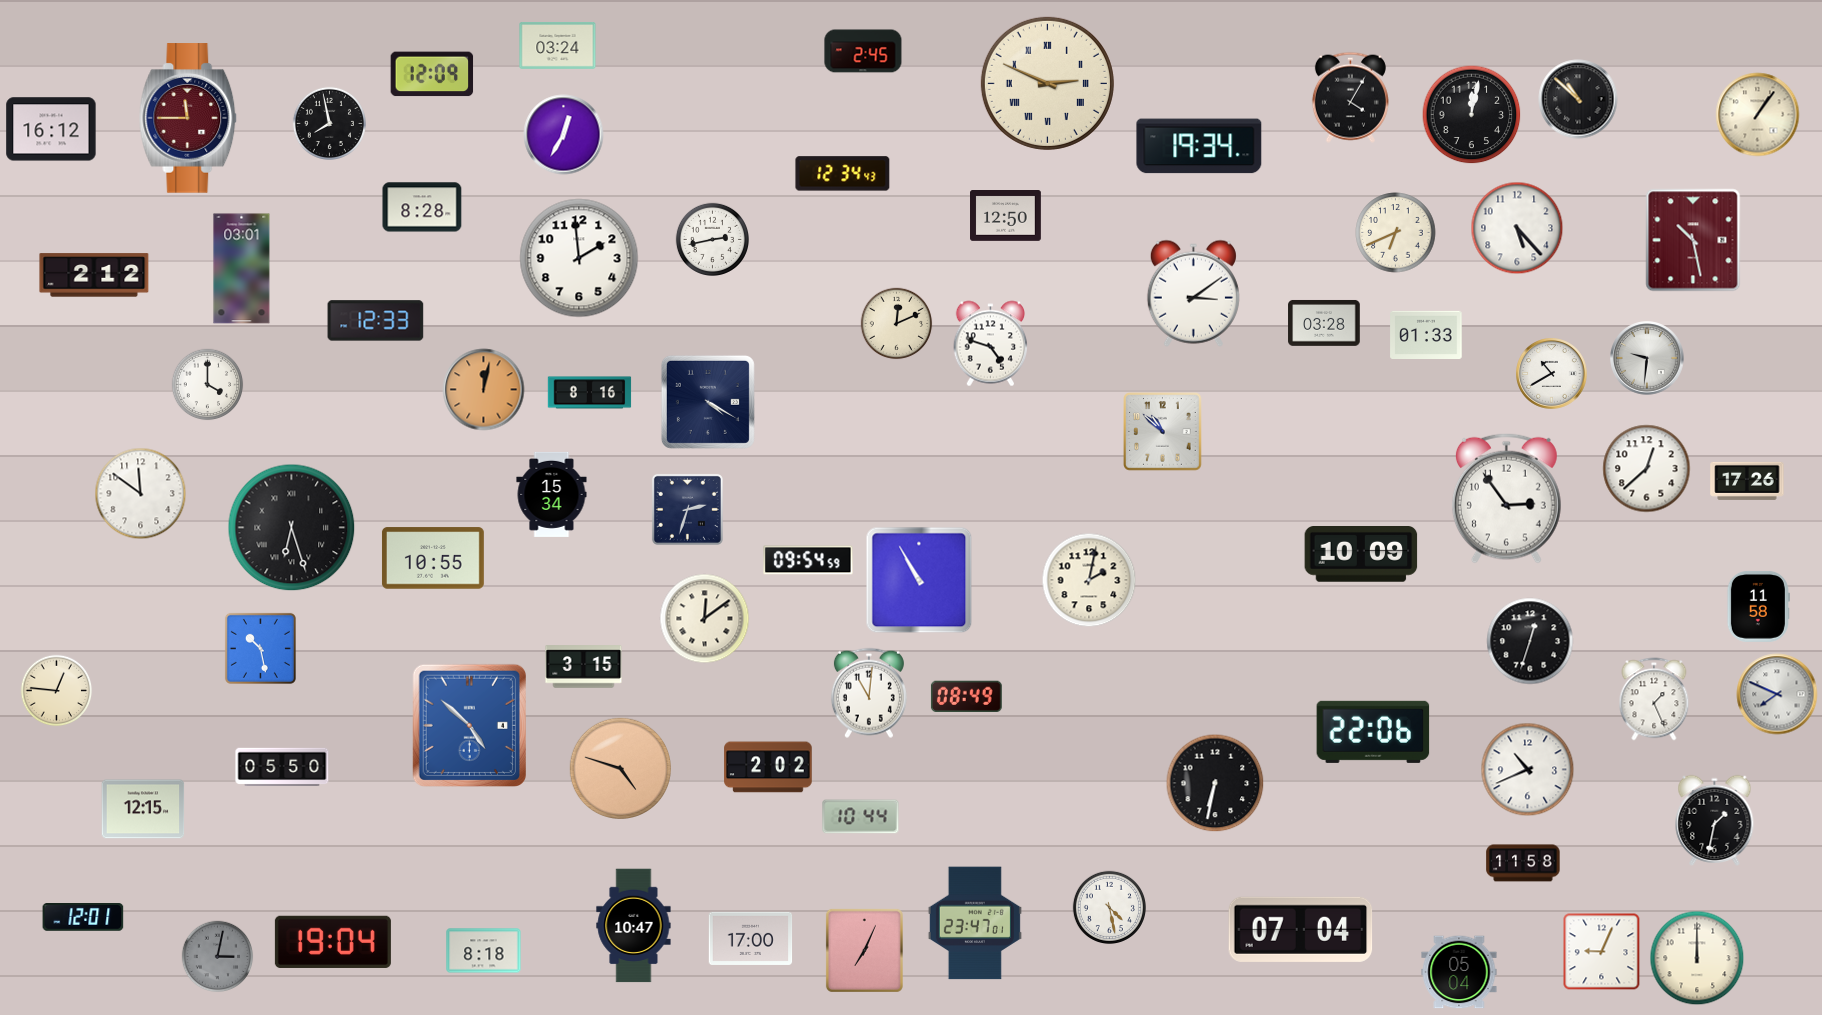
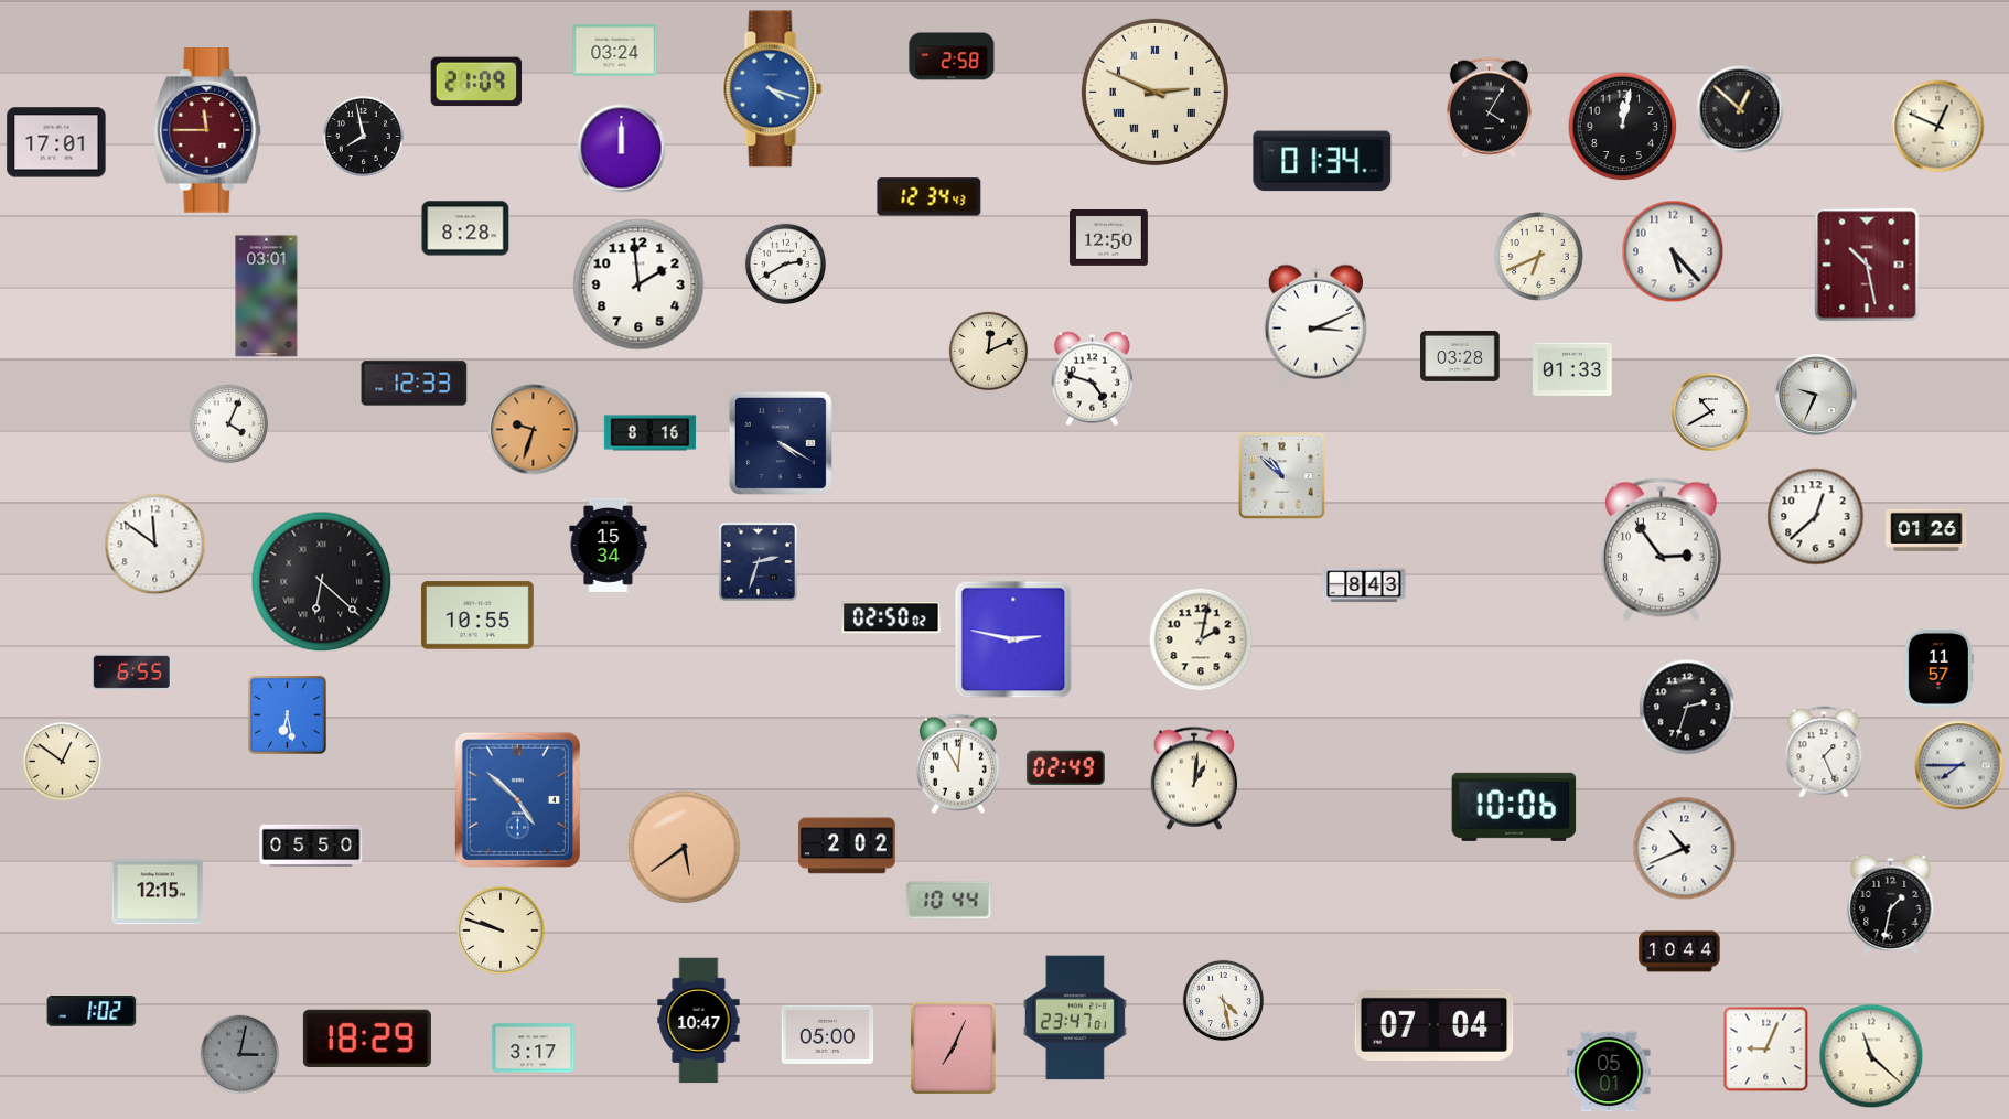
clock at (863, 51): 2:45 -> 2:58
clock at (432, 74): 12:09 -> 21:09
clock at (773, 89): none -> 4:18
clock at (1578, 99): 10:52 -> 12:52
clock at (1758, 115): 1:06 -> 12:49
clock at (51, 129): 16:12 -> 17:01
clock at (564, 135): 12:35 -> 12:00
clock at (1199, 146): 19:34 -> 01:34
clock at (843, 174) position: (843, 174) -> (930, 197)
clock at (712, 239): 2:43 -> 2:40
clock at (94, 275): 2:12 -> none
clock at (1193, 293): 3:09 -> 3:11
clock at (376, 321) position: (376, 321) -> (415, 384)
clock at (897, 324) position: (897, 324) -> (989, 352)
clock at (1647, 358): 9:31 -> 9:34
clock at (208, 385): 4:00 -> 4:04
clock at (484, 390): 12:02 -> 9:33
clock at (1747, 481): 17:26 -> 01:26
clock at (292, 528): 6:27 -> 6:22
clock at (1364, 585): none -> 8:43
clock at (1361, 555): 10:09 -> none
clock at (808, 560): 09:54 -> 02:50
clock at (919, 580): 10:55 -> 2:47
clock at (1758, 606): 11:58 -> 11:57
clock at (131, 673): none -> 6:55
clock at (705, 619): 12:09 -> none
clock at (1530, 641): 12:33 -> 2:33
clock at (260, 648): 10:28 -> 6:28
clock at (584, 667): 3:15 -> none
clock at (57, 691): 12:46 -> 12:51
clock at (1777, 694): 7:49 -> 7:45
clock at (966, 697): 08:49 -> 02:49
clock at (1654, 699) position: (1654, 699) -> (1824, 752)
clock at (1194, 778): none -> 1:01
clock at (1373, 732): 22:06 -> 10:06
clock at (620, 768): 4:48 -> 5:39
clock at (1215, 783): 6:32 -> none
clock at (501, 930): none -> 9:48
clock at (1523, 863): 11:58 -> 10:44
clock at (83, 918): 12:01 -> 1:02
clock at (751, 938): 17:00 -> 05:00
clock at (333, 942): 19:04 -> 18:29
clock at (484, 951): 8:18 -> 3:17
clock at (1697, 958): 12:00 -> 11:22
clock at (1459, 972): 05:04 -> 05:01
